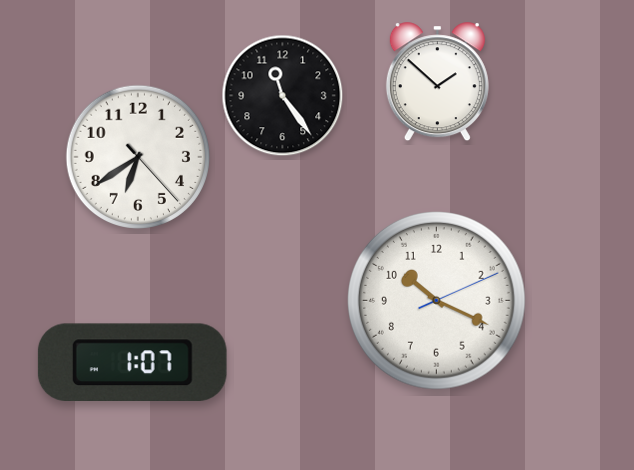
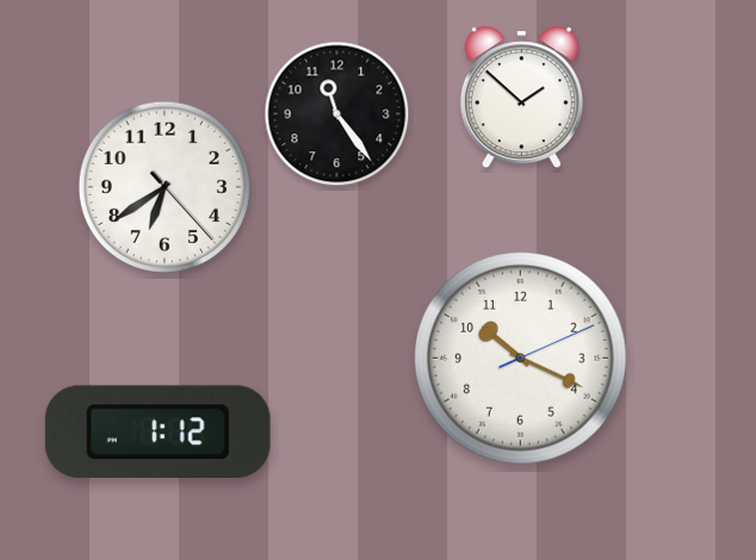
clock at (132, 362): 1:07 -> 1:12
